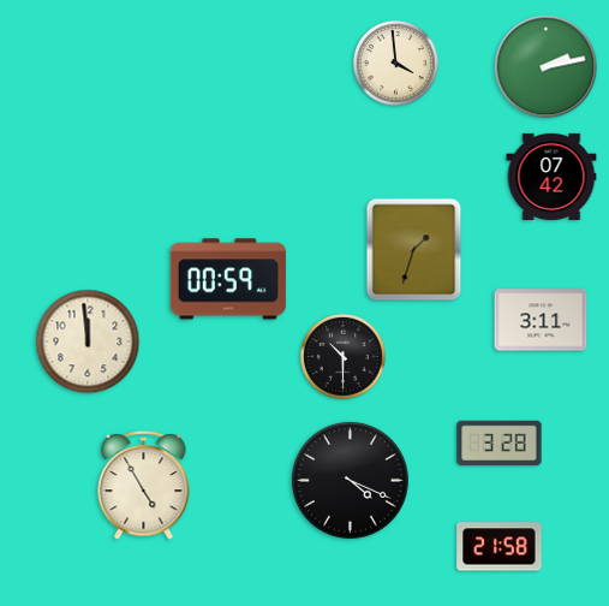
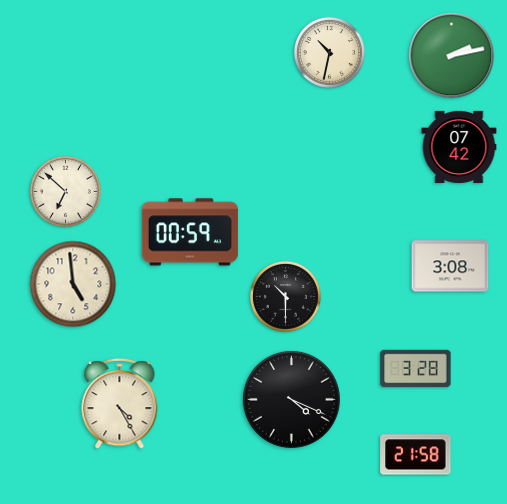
clock at (395, 63): 3:59 -> 10:32
clock at (547, 67) position: (547, 67) -> (452, 56)
clock at (65, 191): none -> 6:52
clock at (414, 250): 1:33 -> none
clock at (541, 320): 3:11 -> 3:08
clock at (88, 341): 11:59 -> 4:59
clock at (144, 485): 4:55 -> 4:25
